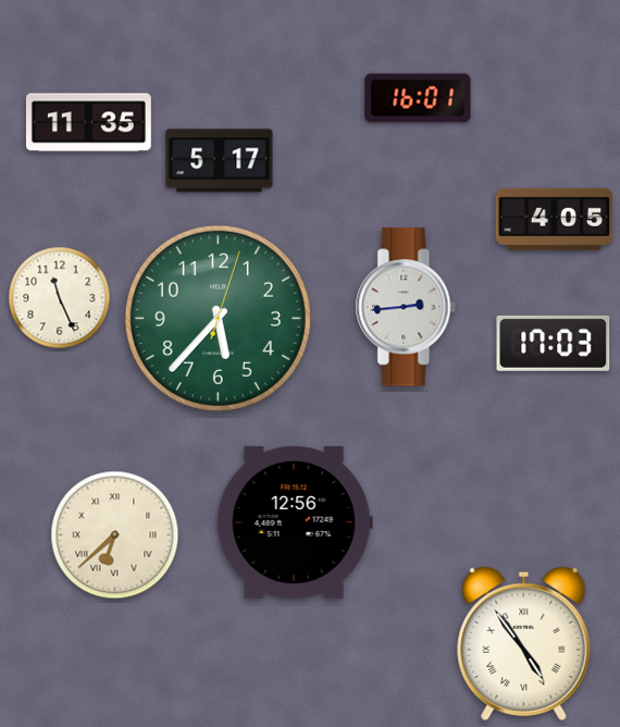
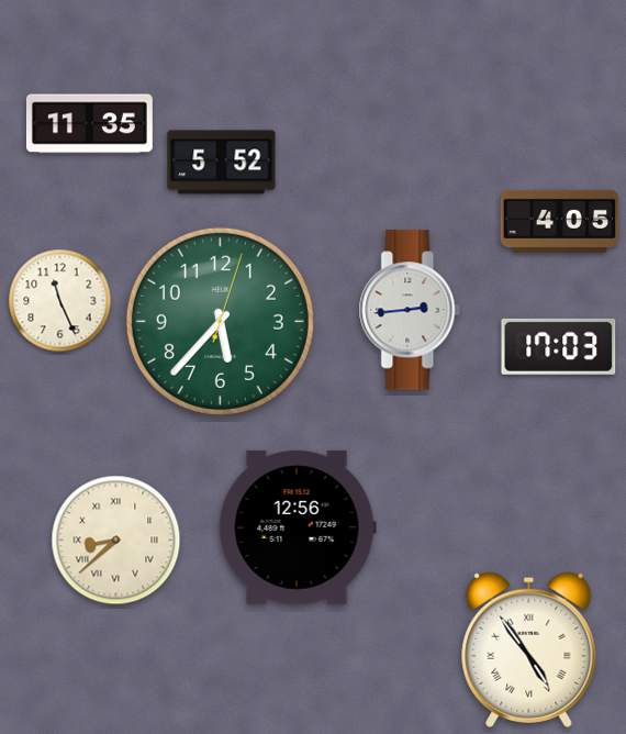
clock at (418, 98): 16:01 -> none
clock at (220, 161): 5:17 -> 5:52
clock at (115, 535): 6:38 -> 8:38
